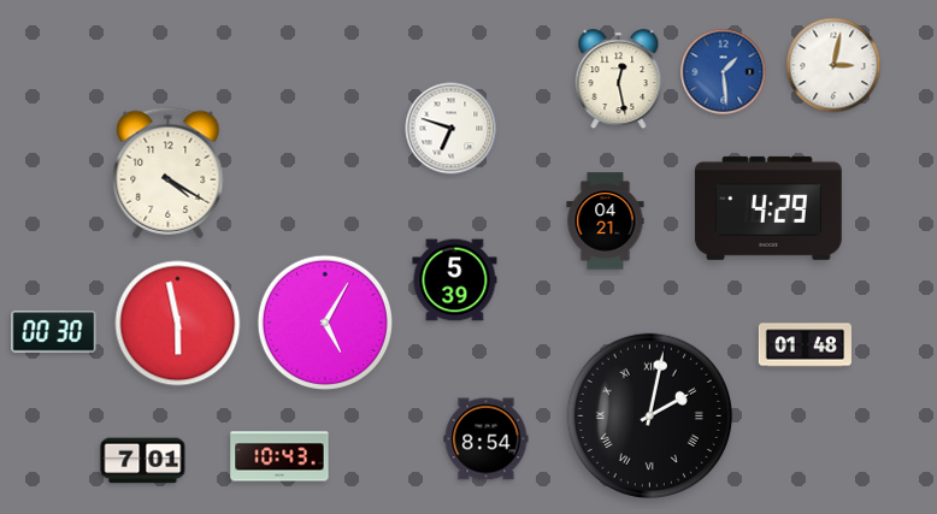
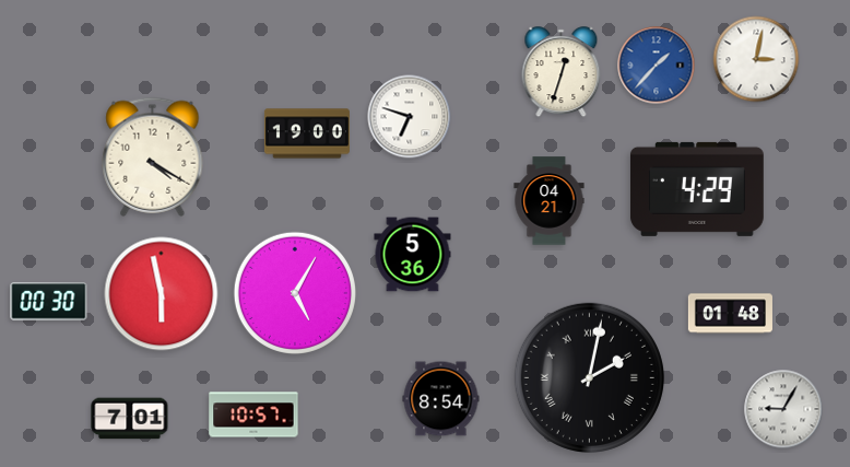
clock at (724, 72): 1:29 -> 1:37
clock at (619, 79): 12:28 -> 12:33
clock at (307, 133): none -> 19:00
clock at (455, 280): 5:39 -> 5:36
clock at (783, 409): none -> 9:05
clock at (279, 456): 10:43 -> 10:57
